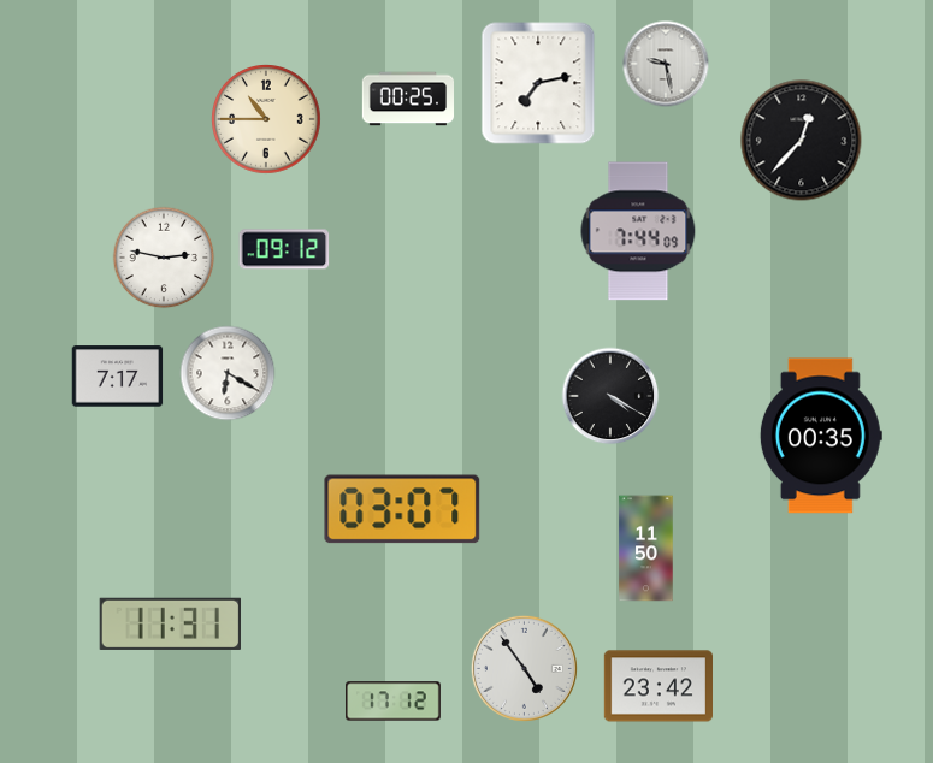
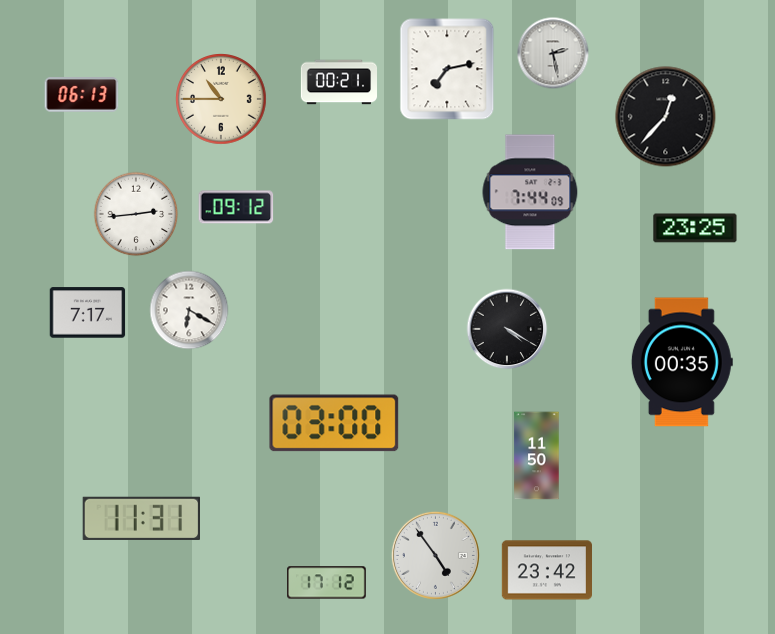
clock at (666, 64): 9:28 -> 2:28
clock at (408, 99): 00:25 -> 00:21
clock at (82, 95): none -> 06:13
clock at (164, 258): 2:47 -> 2:44
clock at (695, 228): none -> 23:25
clock at (118, 377) position: (118, 377) -> (88, 313)
clock at (402, 509): 03:07 -> 03:00
